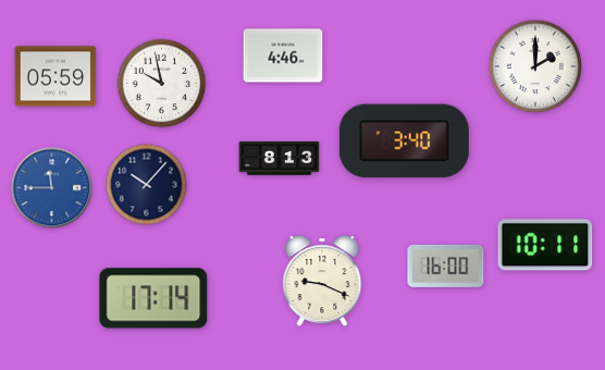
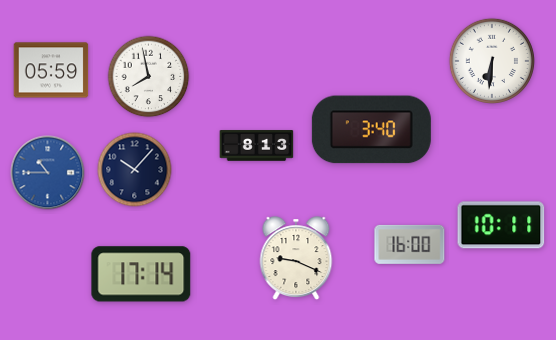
clock at (283, 55): 4:46 -> none
clock at (535, 66): 2:00 -> 6:31
clock at (162, 84): 9:58 -> 7:58
clock at (52, 188): 11:45 -> 10:45
